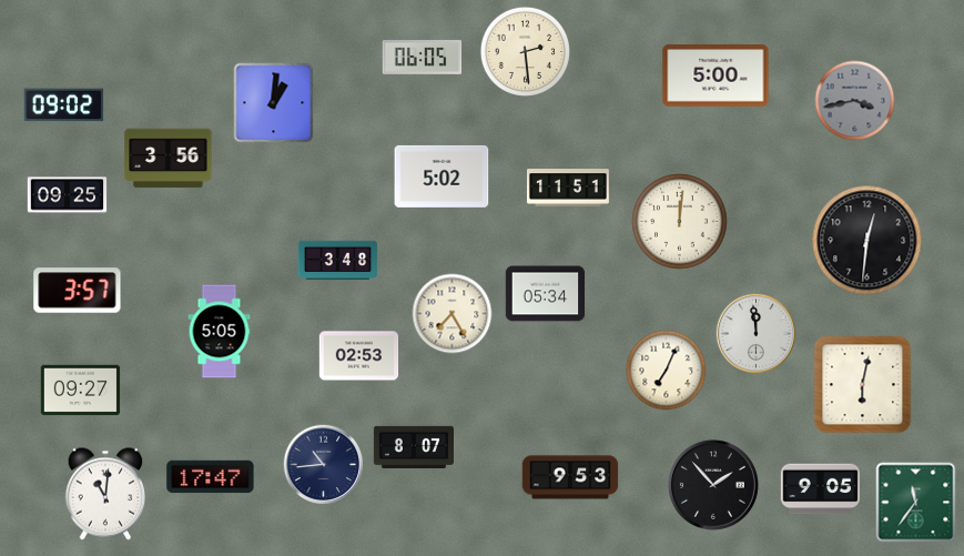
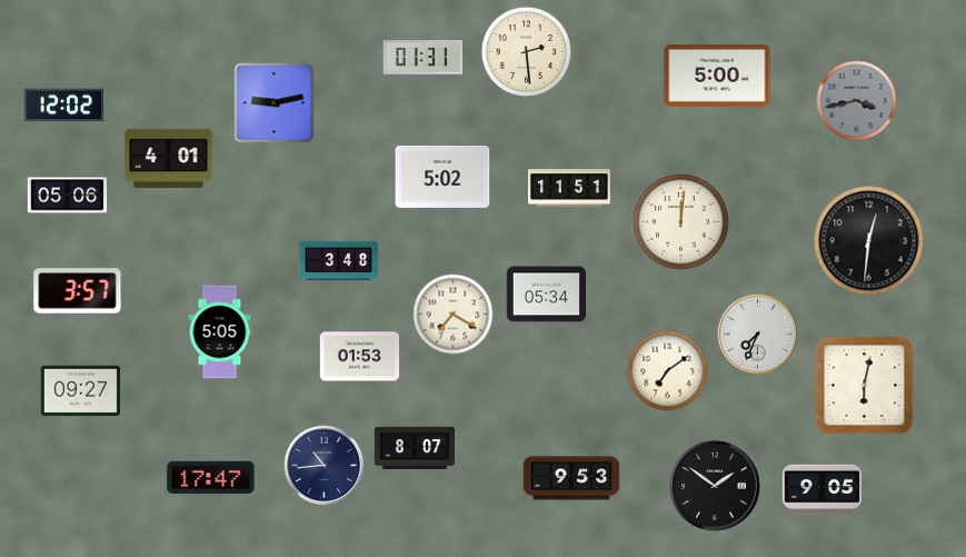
clock at (423, 58): 06:05 -> 01:31
clock at (274, 103): 1:01 -> 9:13
clock at (64, 105): 09:02 -> 12:02
clock at (169, 159): 3:56 -> 4:01
clock at (68, 195): 09:25 -> 05:06
clock at (453, 314): 7:25 -> 7:20
clock at (757, 334): 11:59 -> 7:34
clock at (359, 356): 02:53 -> 01:53
clock at (667, 371): 7:04 -> 7:09
clock at (713, 485): 1:53 -> 1:51
clock at (105, 494): 11:01 -> none
clock at (916, 503): 11:36 -> none
